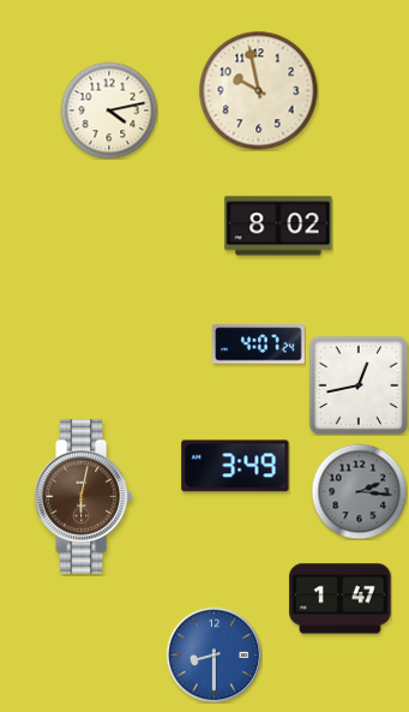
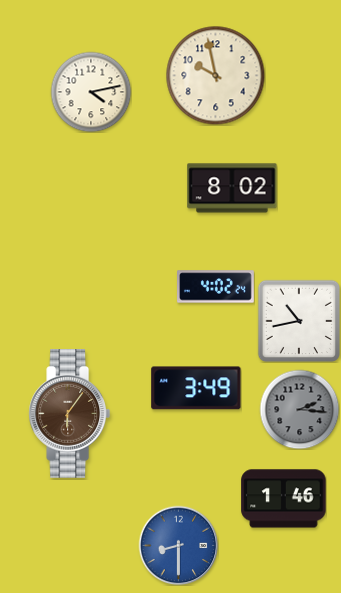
clock at (259, 345): 4:07 -> 4:02
clock at (357, 384): 12:43 -> 10:43
clock at (84, 497): 6:02 -> 6:06
clock at (341, 599): 1:47 -> 1:46
